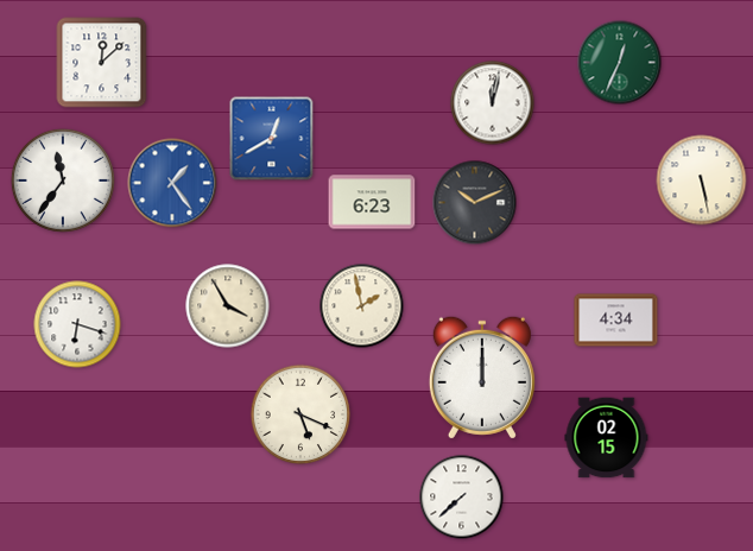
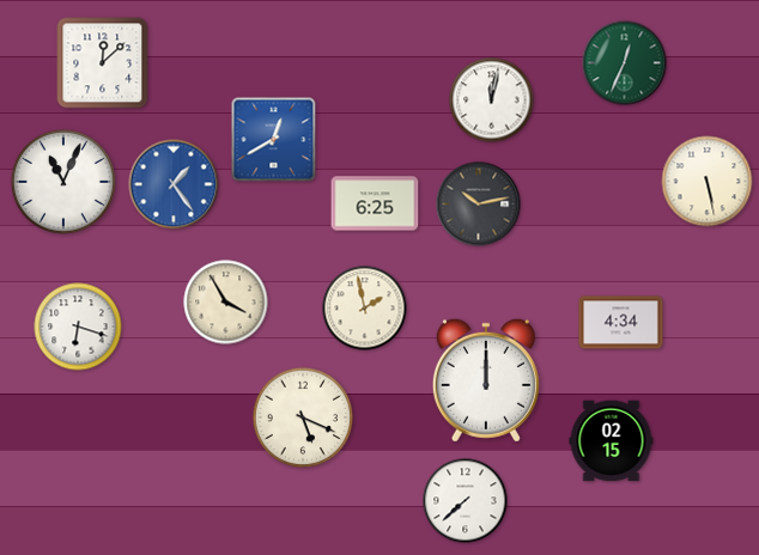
clock at (493, 103) position: (493, 103) -> (492, 100)
clock at (63, 180): 11:36 -> 11:04
clock at (372, 202): 6:23 -> 6:25
clock at (475, 203): 10:11 -> 10:13
clock at (228, 306) position: (228, 306) -> (226, 303)
